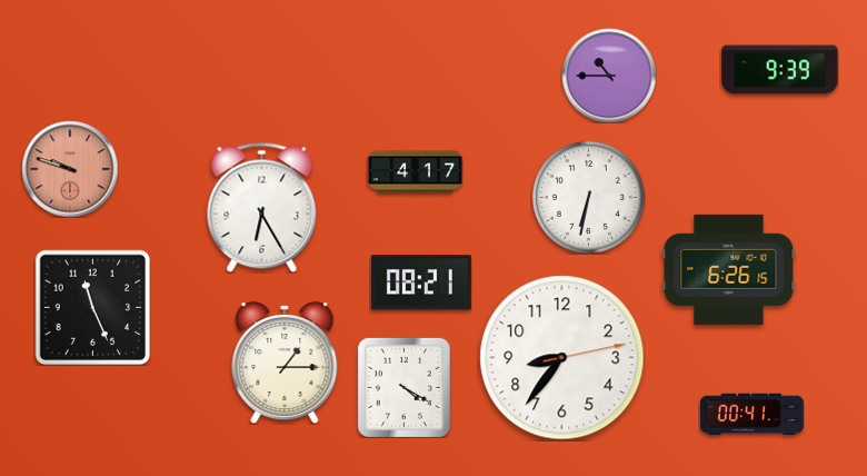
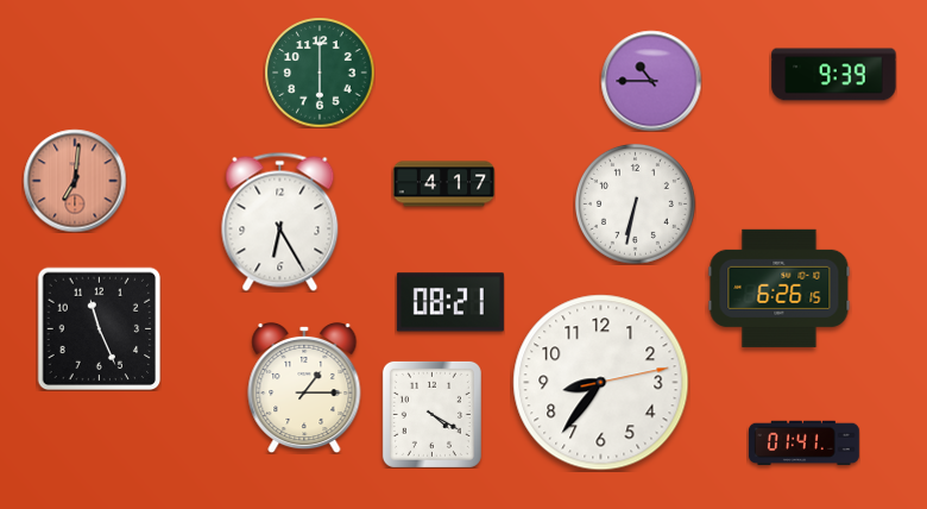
clock at (320, 73): none -> 6:00
clock at (70, 169): 9:48 -> 7:01
clock at (588, 197) position: (588, 197) -> (635, 203)
clock at (751, 415): 00:41 -> 01:41
